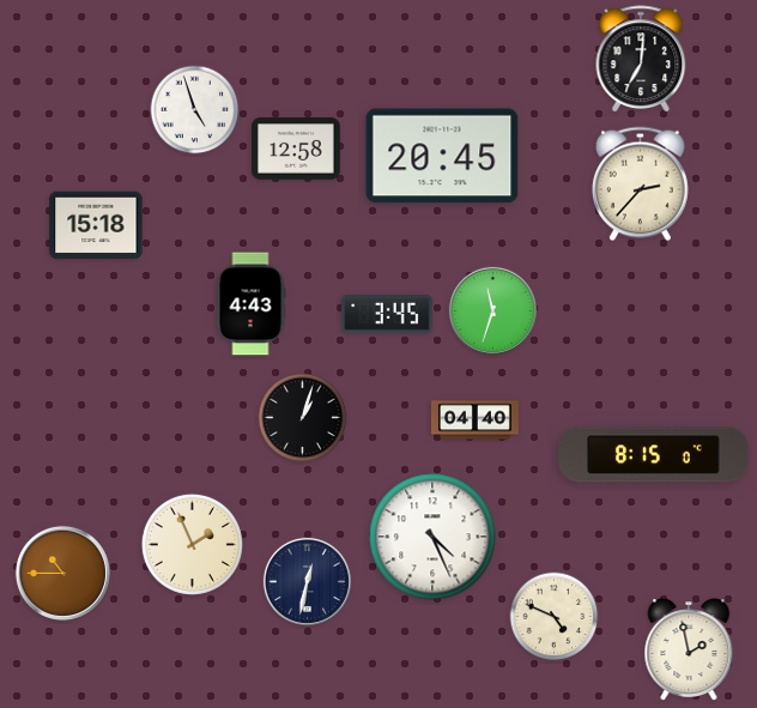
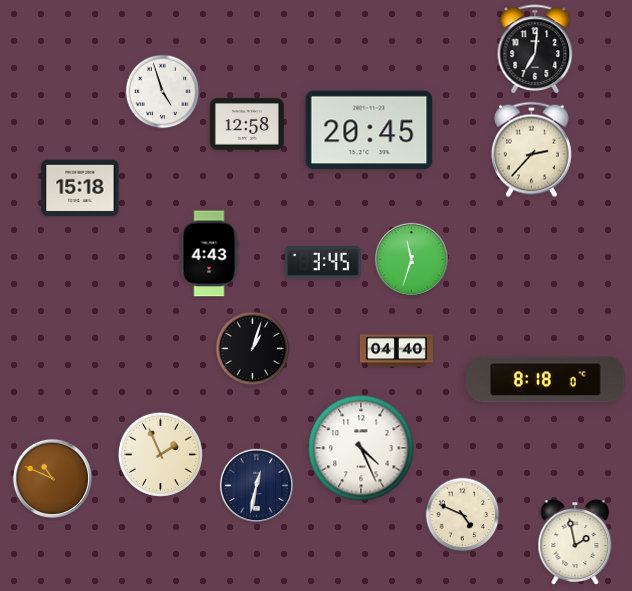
clock at (640, 184) position: (640, 184) -> (531, 150)
clock at (654, 455): 8:15 -> 8:18
clock at (62, 573): 10:45 -> 10:49
